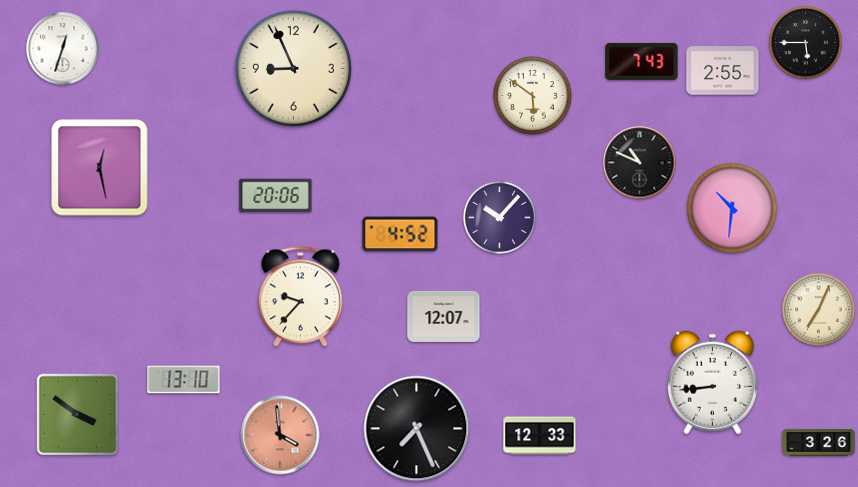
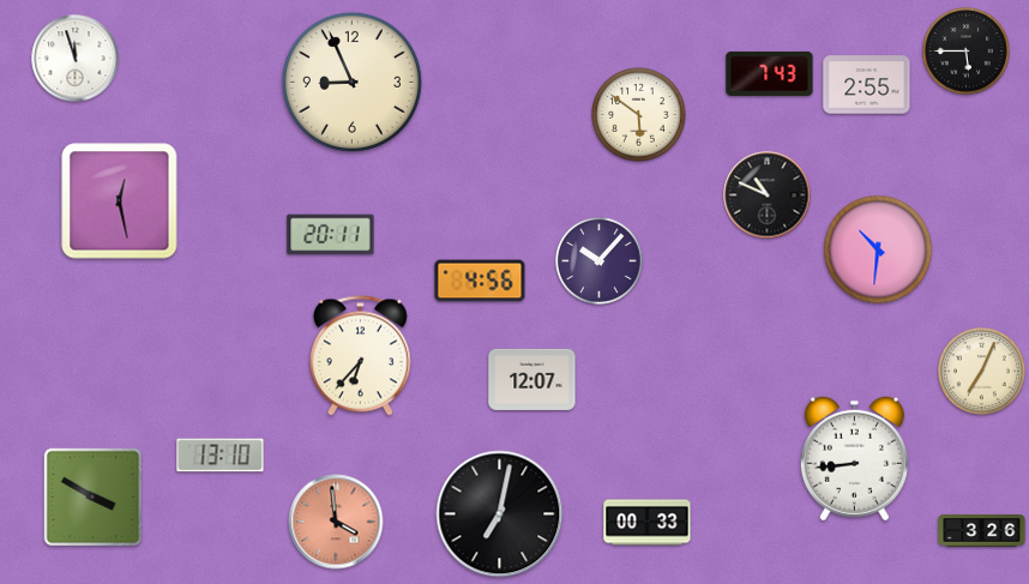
clock at (63, 49): 12:33 -> 11:57
clock at (276, 196): 20:06 -> 20:11
clock at (400, 234): 4:52 -> 4:56
clock at (300, 297): 9:37 -> 6:37
clock at (78, 415): 3:51 -> 3:50
clock at (417, 429): 7:26 -> 7:02
clock at (540, 436): 12:33 -> 00:33
